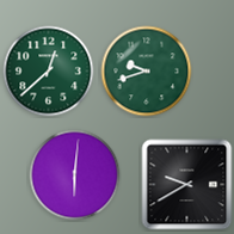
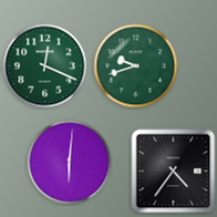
clock at (49, 72): 12:38 -> 12:19
clock at (187, 185): 9:40 -> 4:36
